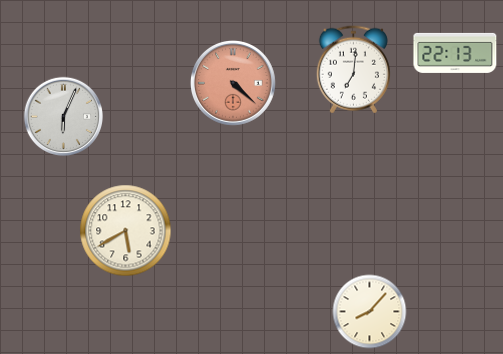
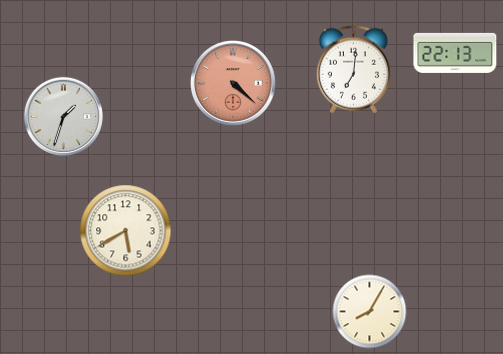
clock at (64, 117): 6:04 -> 1:33
clock at (370, 312): 8:07 -> 8:05
